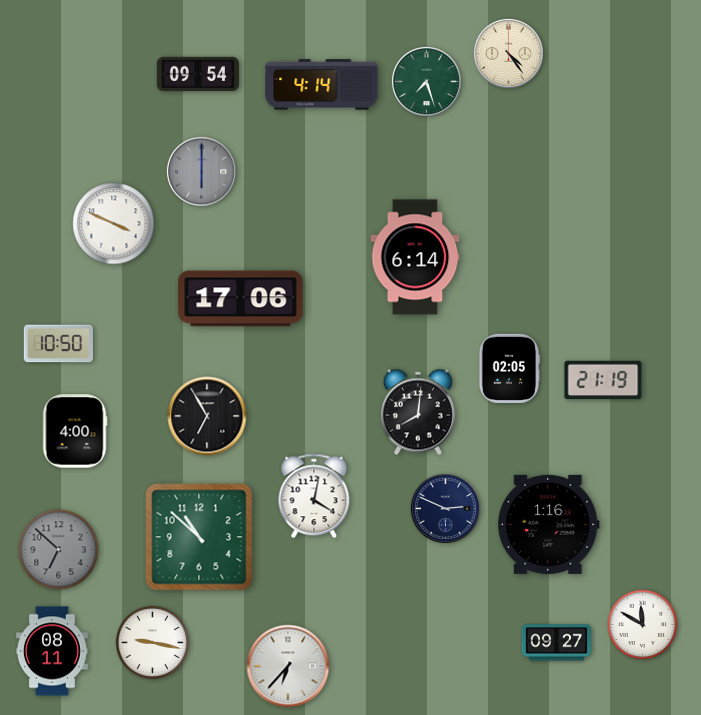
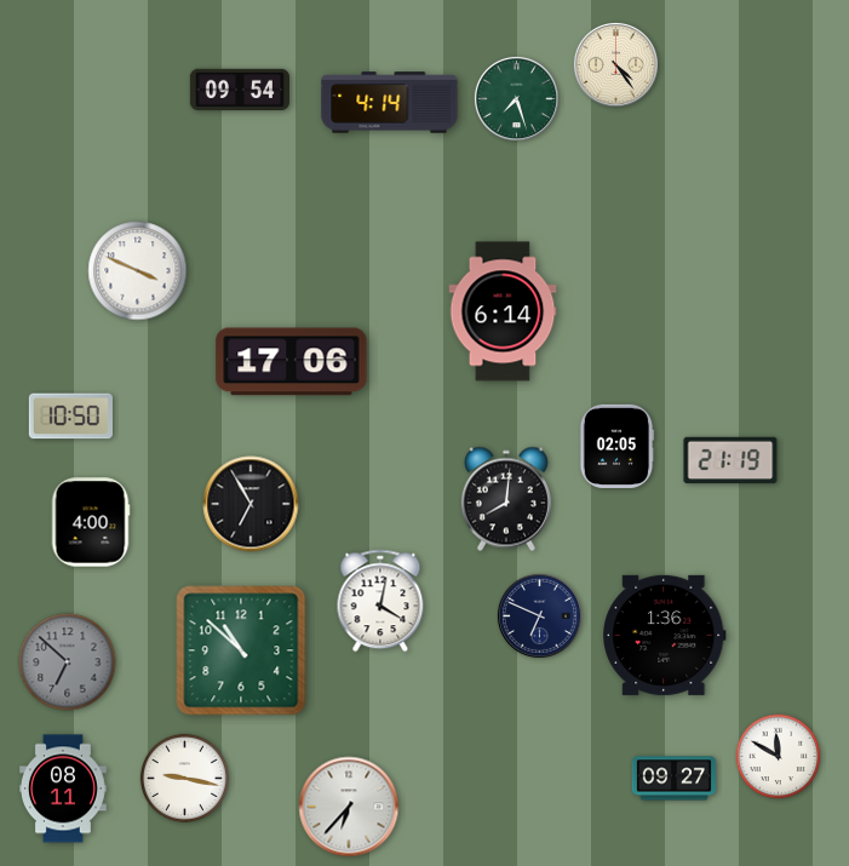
clock at (201, 171): 6:00 -> none
clock at (445, 508): 2:49 -> 6:49
clock at (549, 524): 1:16 -> 1:36
clock at (59, 550) position: (59, 550) -> (68, 663)
